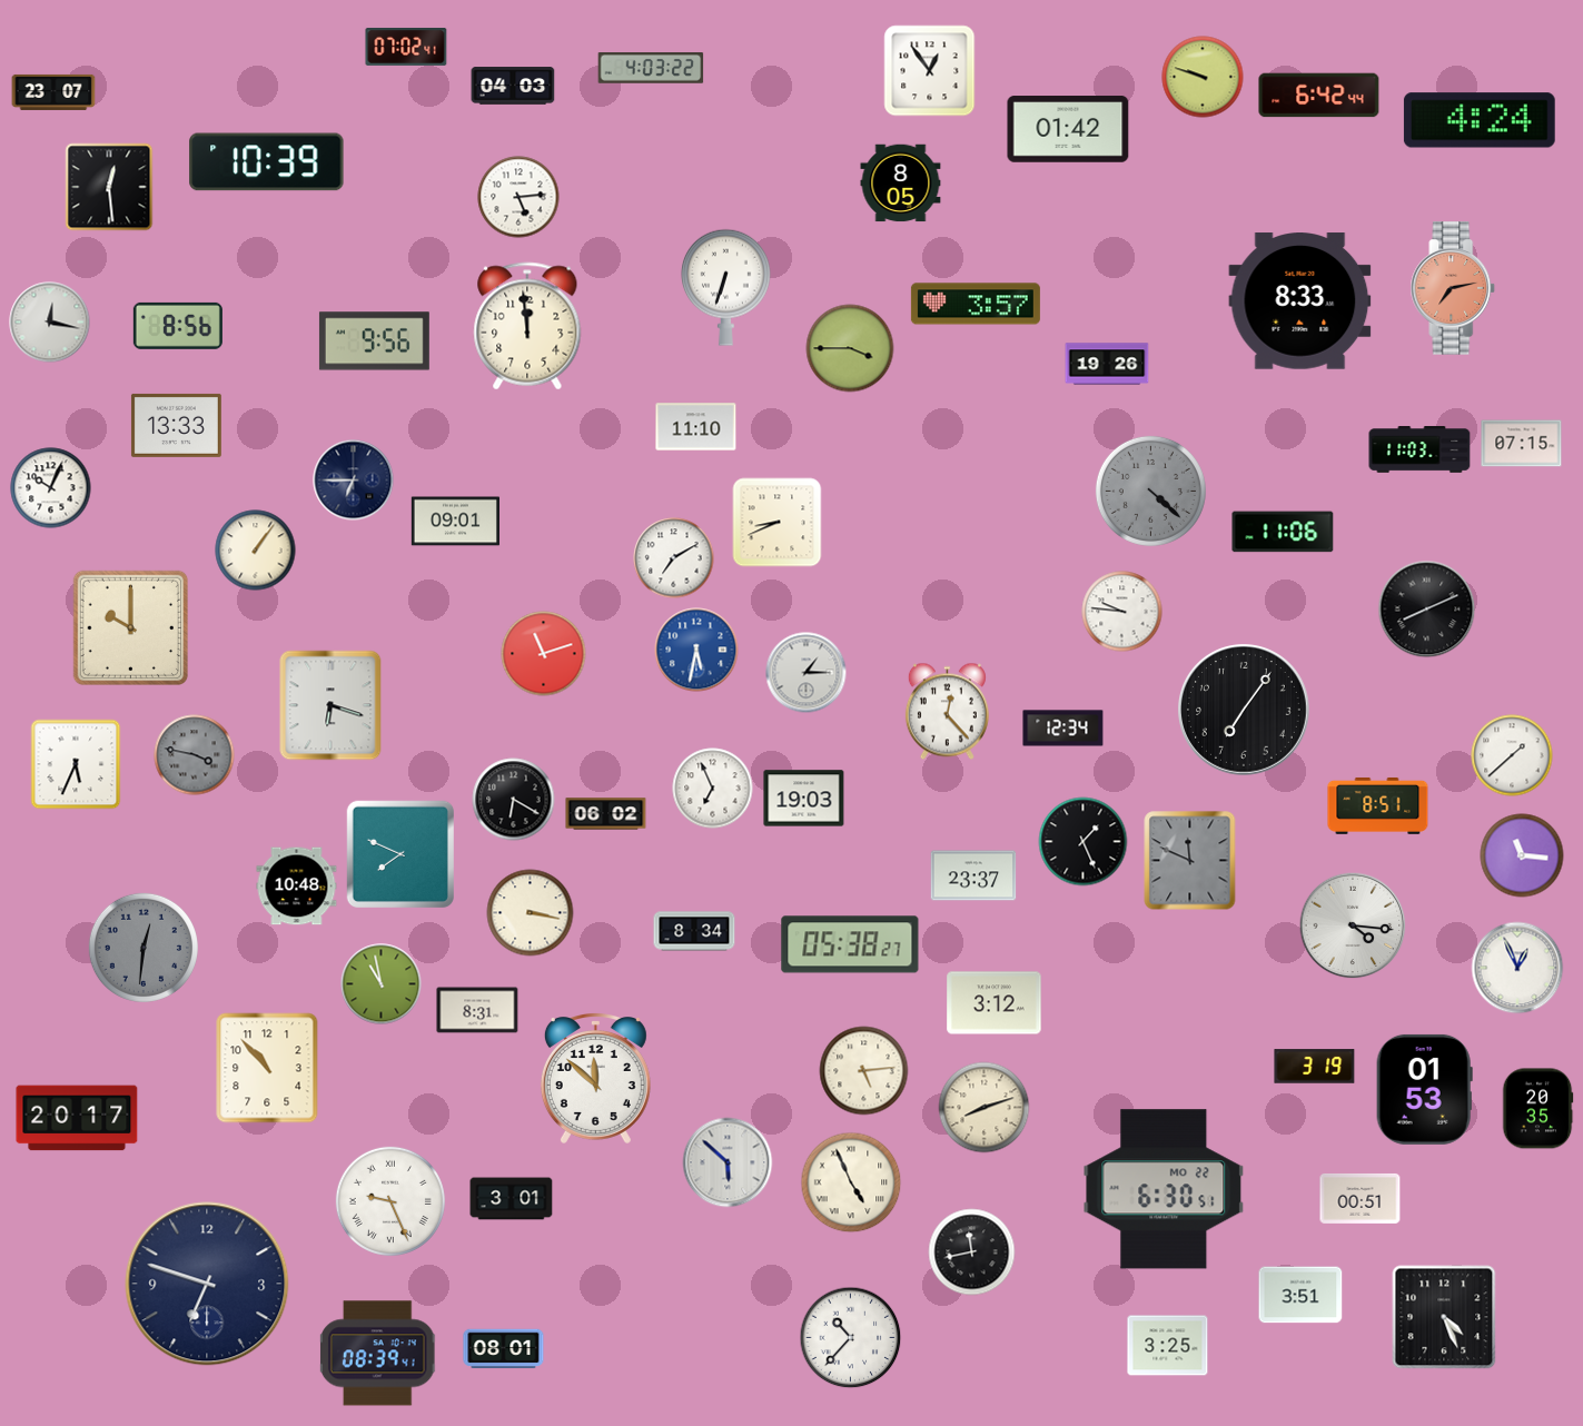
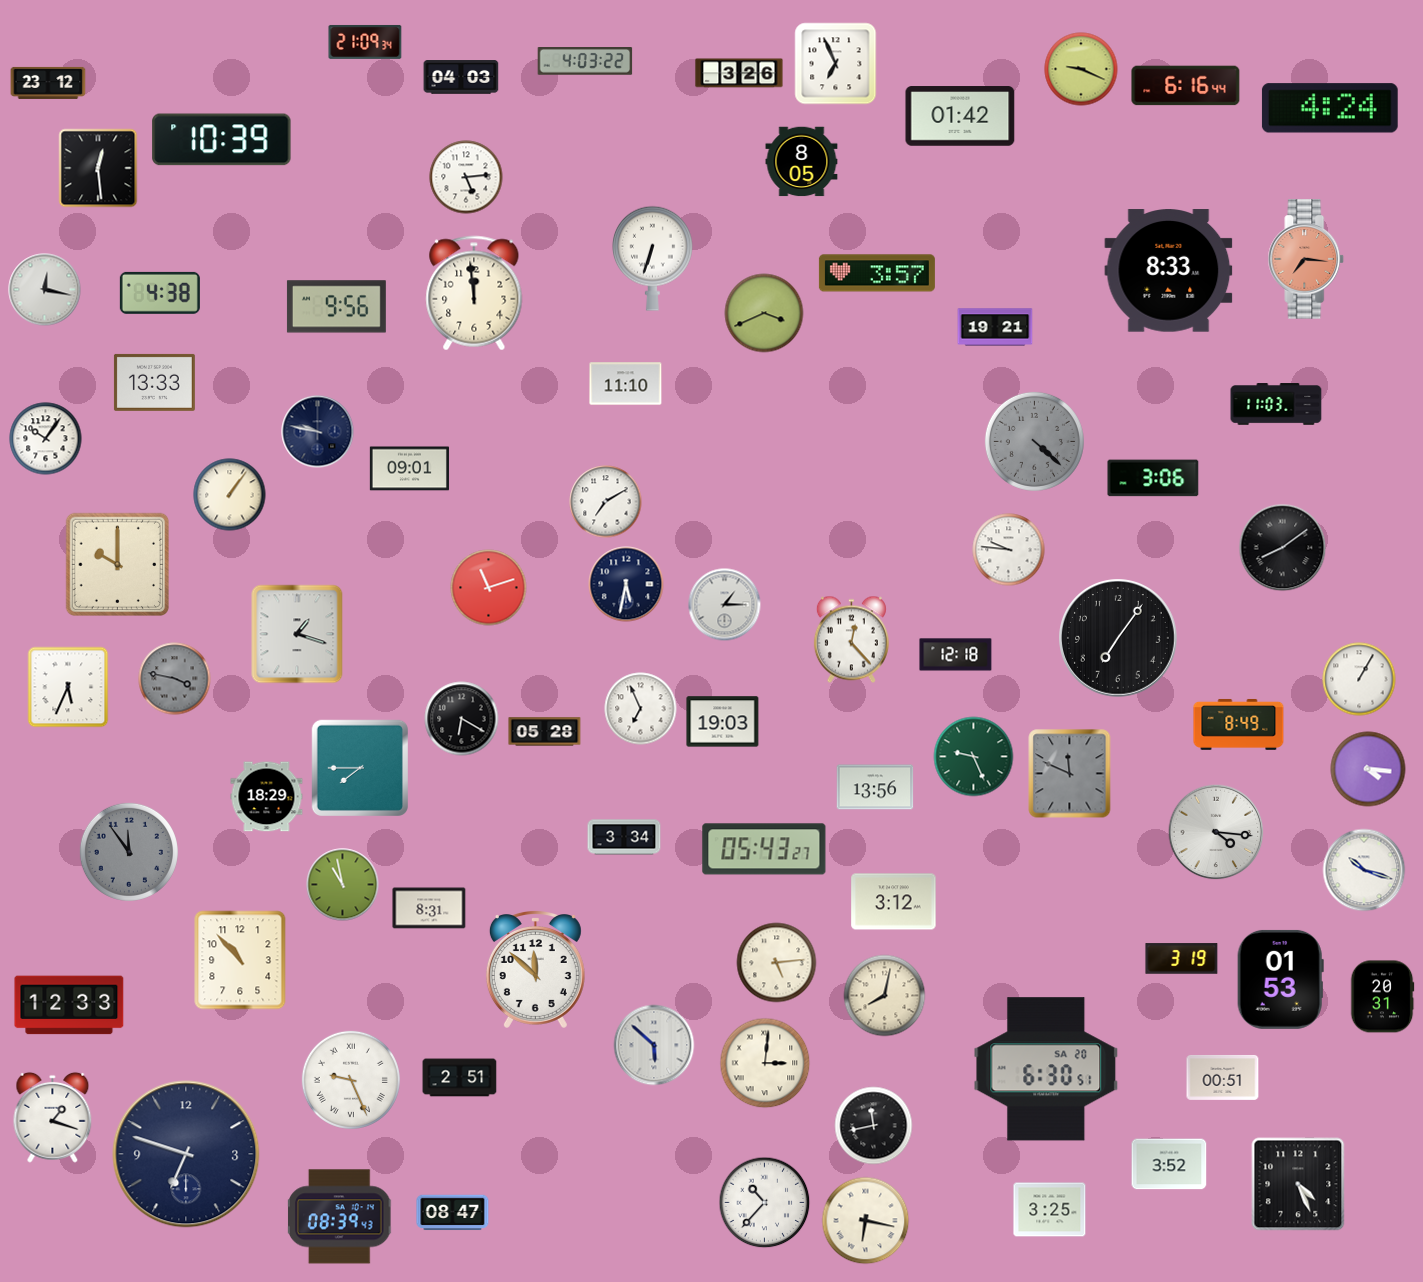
clock at (406, 47): 07:02 -> 21:09
clock at (930, 71): 12:54 -> 6:56
clock at (1203, 77): 9:48 -> 9:19
clock at (739, 73): none -> 3:26
clock at (53, 92): 23:07 -> 23:12
clock at (1319, 96): 6:42 -> 6:16
clock at (267, 162) position: (267, 162) -> (222, 140)
clock at (901, 184) position: (901, 184) -> (802, 162)
clock at (1453, 288): 7:13 -> 7:16
clock at (178, 326): 8:56 -> 4:38
clock at (850, 348): 3:45 -> 3:41
clock at (1107, 364): 19:26 -> 19:21
clock at (176, 425) position: (176, 425) -> (154, 382)
clock at (1522, 444): 07:15 -> none
clock at (354, 481): 6:45 -> 9:47
clock at (51, 488): 10:04 -> 10:06
clock at (778, 523): 8:41 -> none
clock at (1283, 532): 11:06 -> 3:06
clock at (1427, 610): 8:11 -> 8:09
clock at (696, 650) dial: blue -> navy
clock at (330, 705): 6:18 -> 1:18
clock at (1063, 729): 12:34 -> 12:18
clock at (1512, 755): 1:38 -> 1:05
clock at (804, 799) position: (804, 799) -> (723, 722)
clock at (1378, 805): 8:51 -> 8:49
clock at (606, 814): 06:02 -> 05:28
clock at (1084, 842): 1:26 -> 9:26
clock at (1084, 842) dial: black -> green
clock at (400, 854): 7:49 -> 7:45
clock at (1522, 855): 11:16 -> 4:16
clock at (973, 875): 23:37 -> 13:56
clock at (297, 887): 10:48 -> 18:29
clock at (531, 913): 3:17 -> none
clock at (694, 931): 8:34 -> 3:34
clock at (850, 944): 05:38 -> 05:43
clock at (144, 948): 12:31 -> 11:54
clock at (1517, 968): 12:56 -> 10:18
clock at (985, 1108): 8:12 -> 8:02
clock at (1537, 1109): 20:35 -> 20:31
clock at (77, 1118): 20:17 -> 12:33
clock at (851, 1182): 4:56 -> 3:01
clock at (1164, 1189) date: MO 22 -> SA 20
clock at (512, 1199): 3:01 -> 2:51
clock at (53, 1117): none -> 1:18
clock at (1300, 1295): 3:51 -> 3:52
clock at (504, 1349): 08:01 -> 08:47
clock at (379, 1354): 08:39:41 -> 08:39:43
clock at (866, 1221): none -> 6:17
